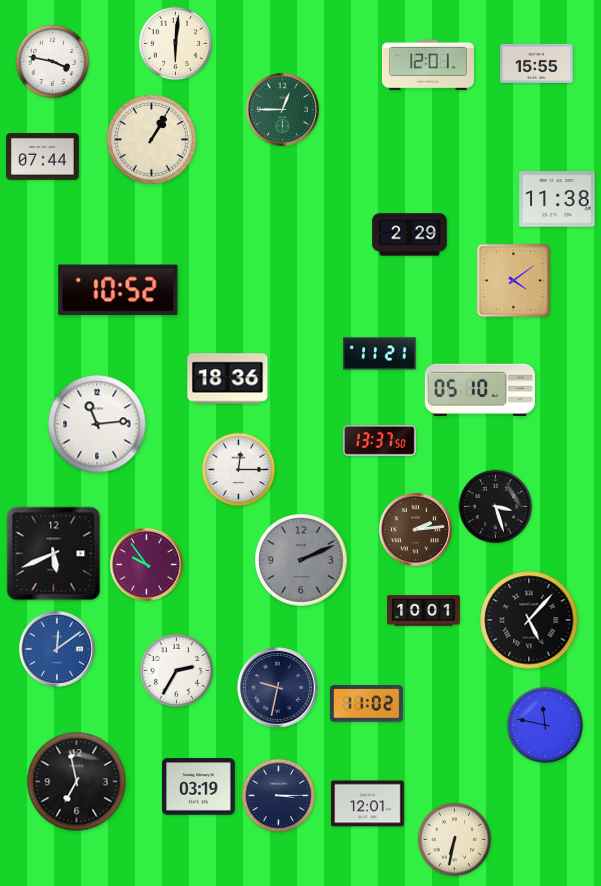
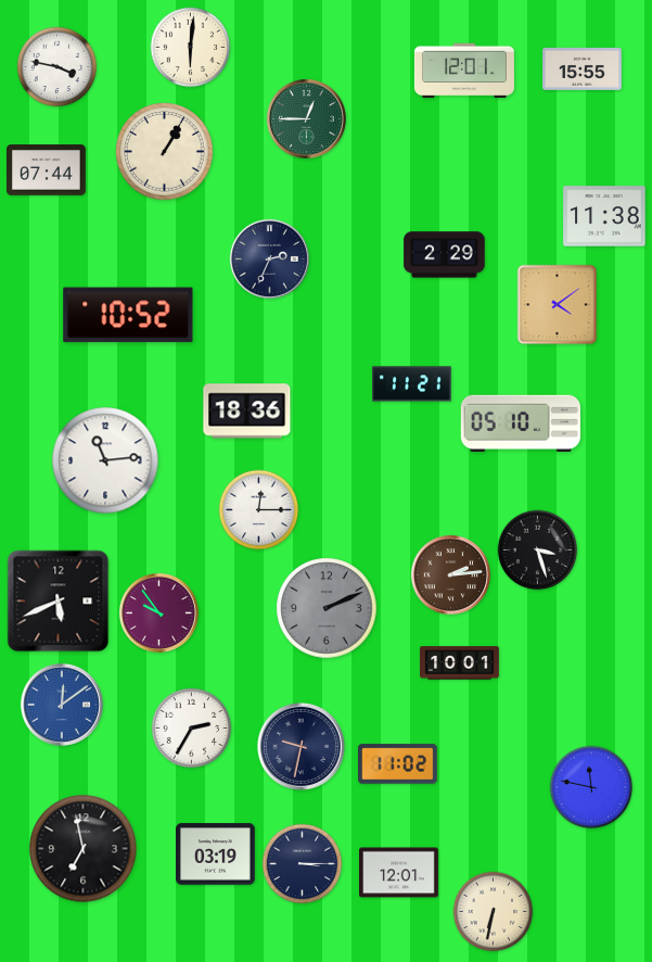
clock at (269, 258): none -> 2:34
clock at (380, 440): 13:37 -> none
clock at (529, 620): 5:07 -> none
